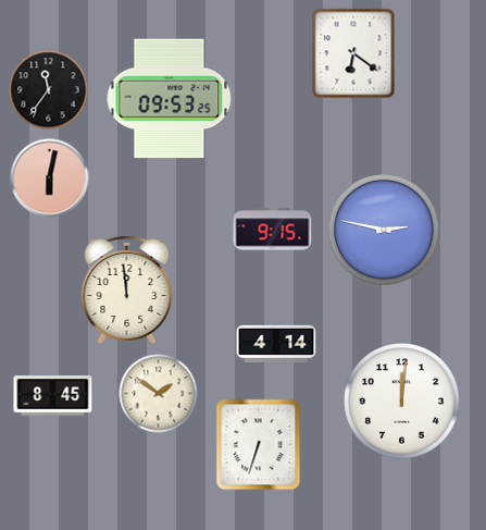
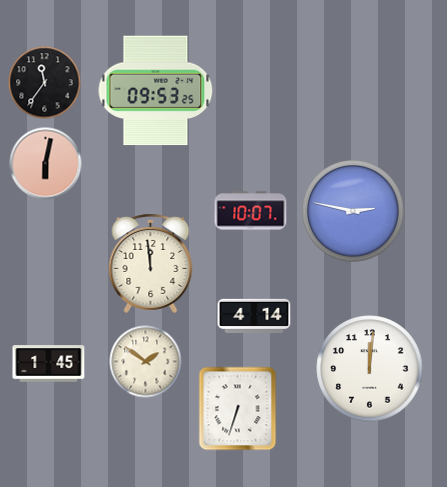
clock at (353, 53): 6:21 -> none
clock at (273, 230): 9:15 -> 10:07
clock at (127, 291) position: (127, 291) -> (151, 264)
clock at (53, 396): 8:45 -> 1:45
